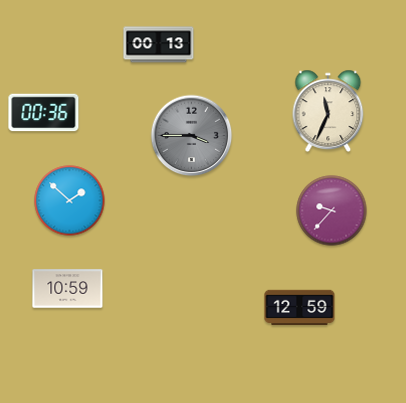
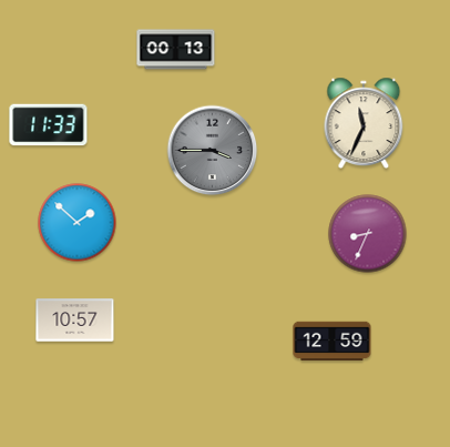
clock at (44, 113): 00:36 -> 11:33
clock at (332, 211): 9:37 -> 8:34
clock at (68, 289): 10:59 -> 10:57
